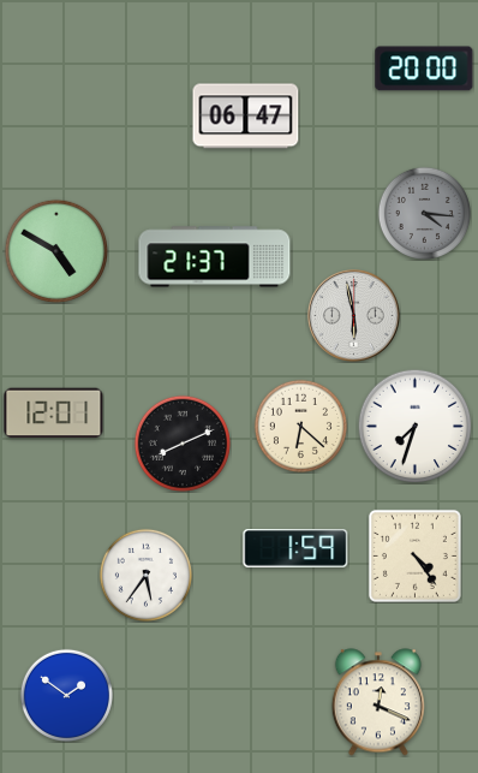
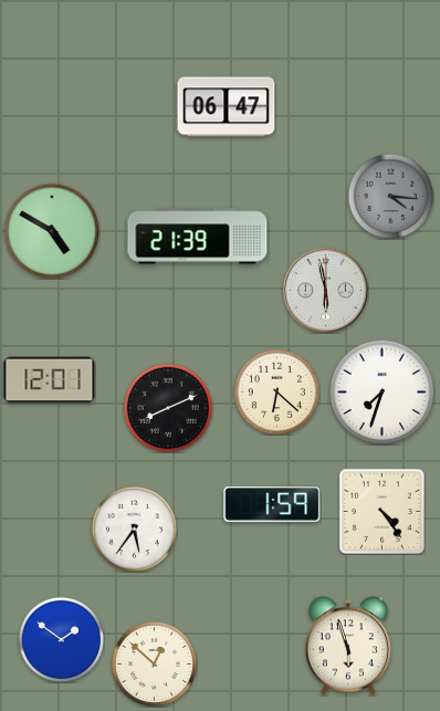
clock at (424, 69): 20:00 -> none
clock at (215, 257): 21:37 -> 21:39
clock at (378, 702): 12:19 -> 5:57
clock at (154, 663): none -> 12:52
